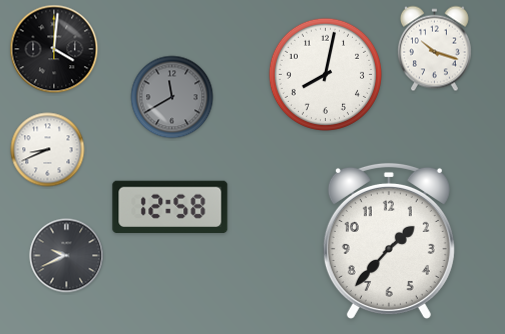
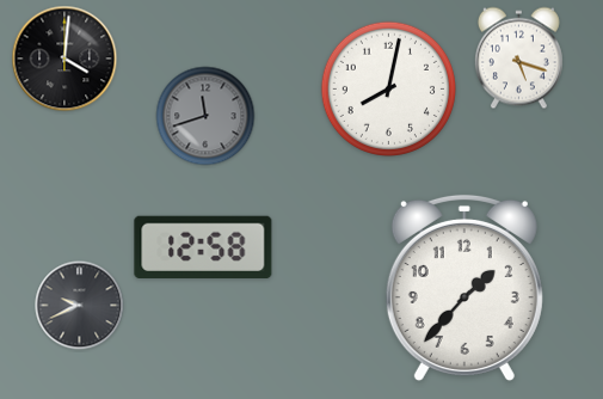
clock at (434, 49): 10:18 -> 5:18
clock at (172, 97): 11:40 -> 11:42
clock at (48, 150): 8:41 -> none
